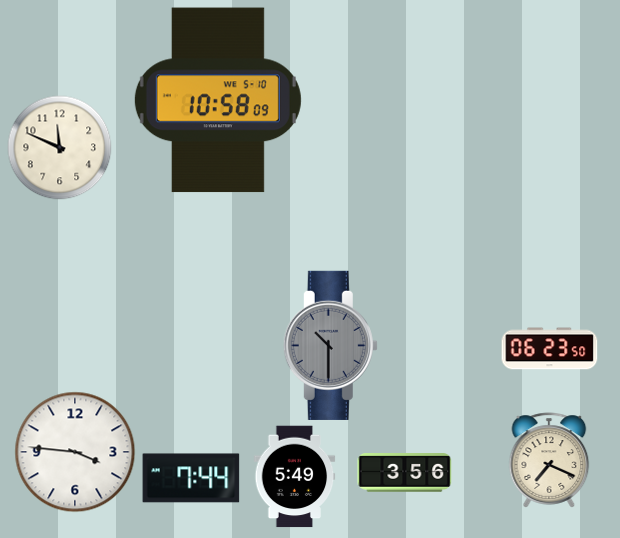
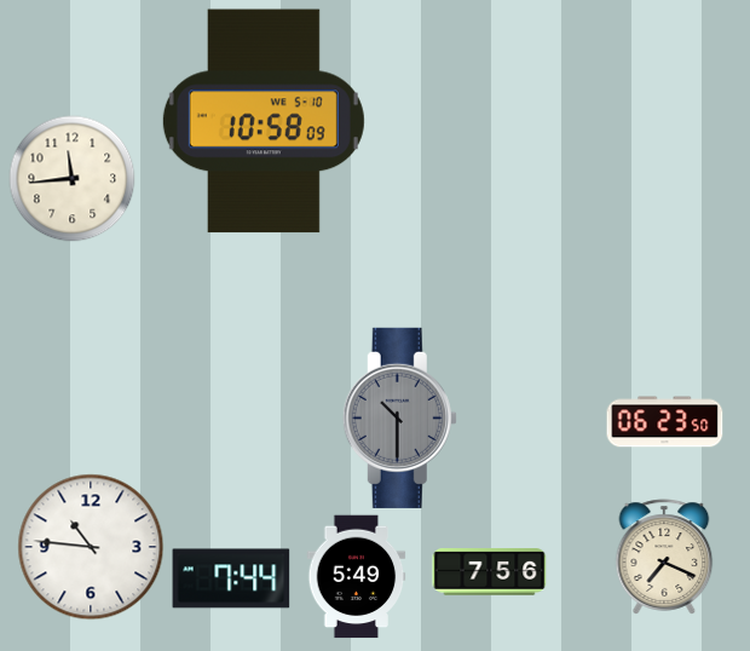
clock at (60, 148): 11:49 -> 11:44
clock at (75, 452): 3:46 -> 10:46
clock at (405, 473): 3:56 -> 7:56
